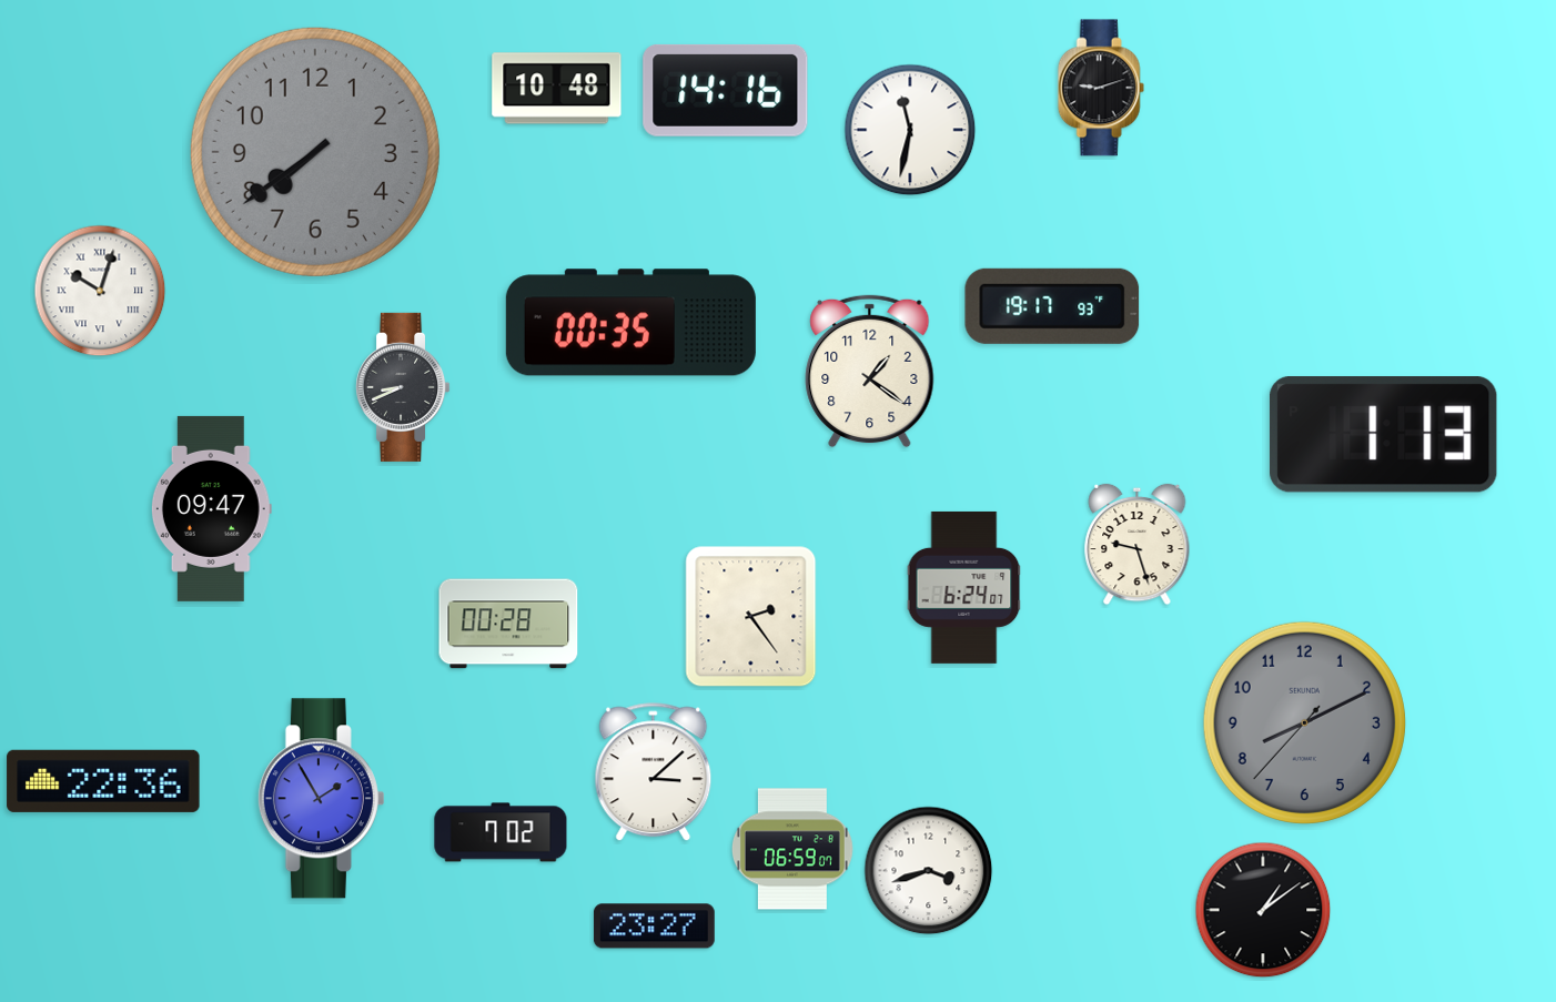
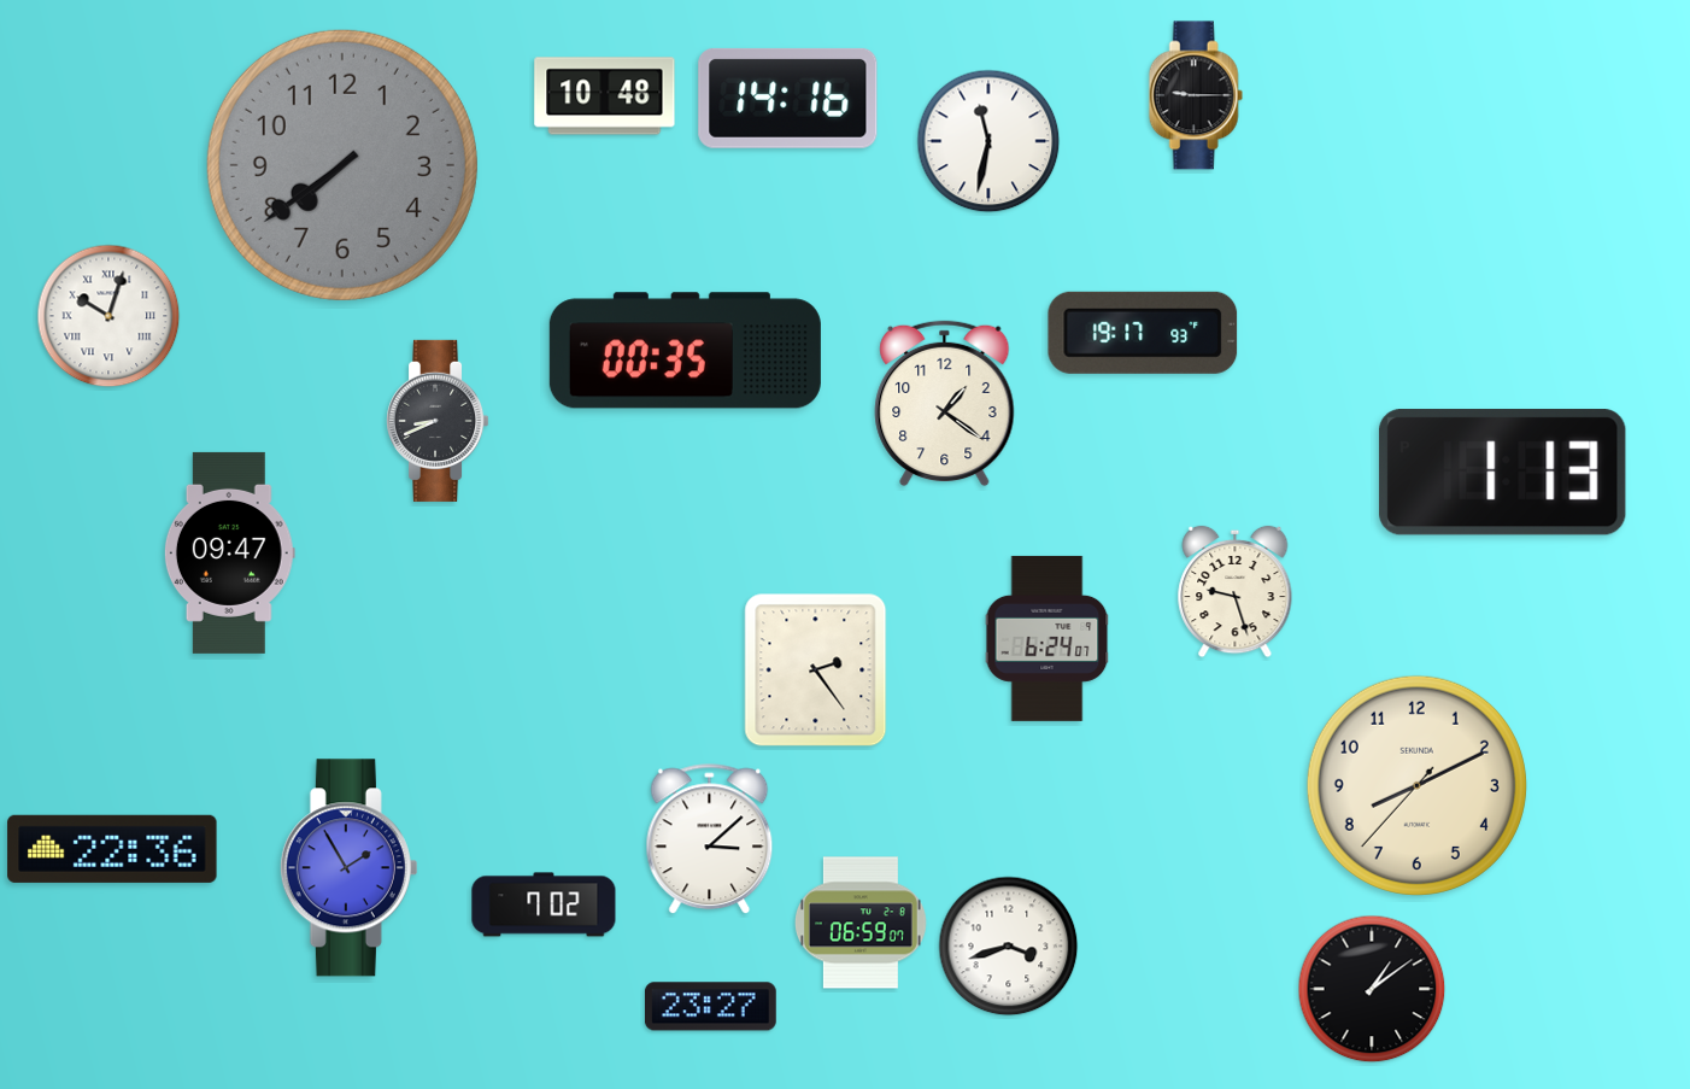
clock at (1101, 88): 9:12 -> 9:15
clock at (508, 624): 00:28 -> none
clock at (1304, 722) dial: grey -> cream
